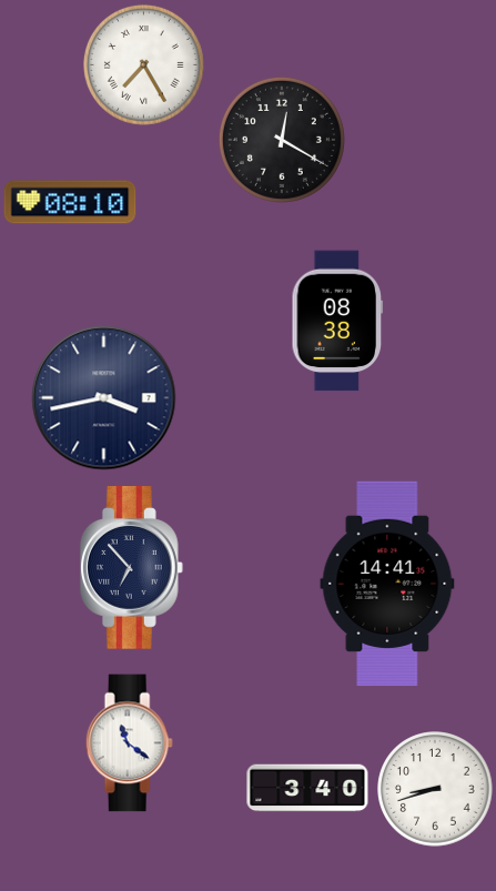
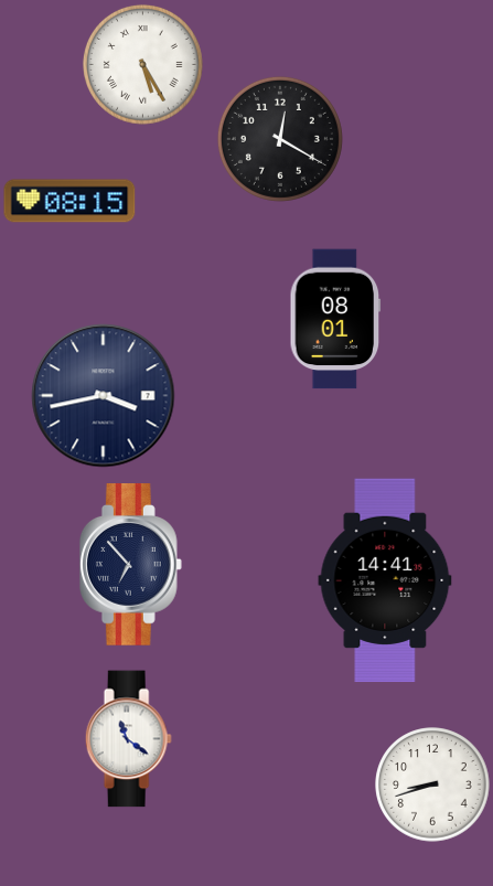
clock at (143, 64): 7:25 -> 5:25
clock at (70, 202): 08:10 -> 08:15
clock at (337, 321): 08:38 -> 08:01
clock at (307, 788): 3:40 -> none
